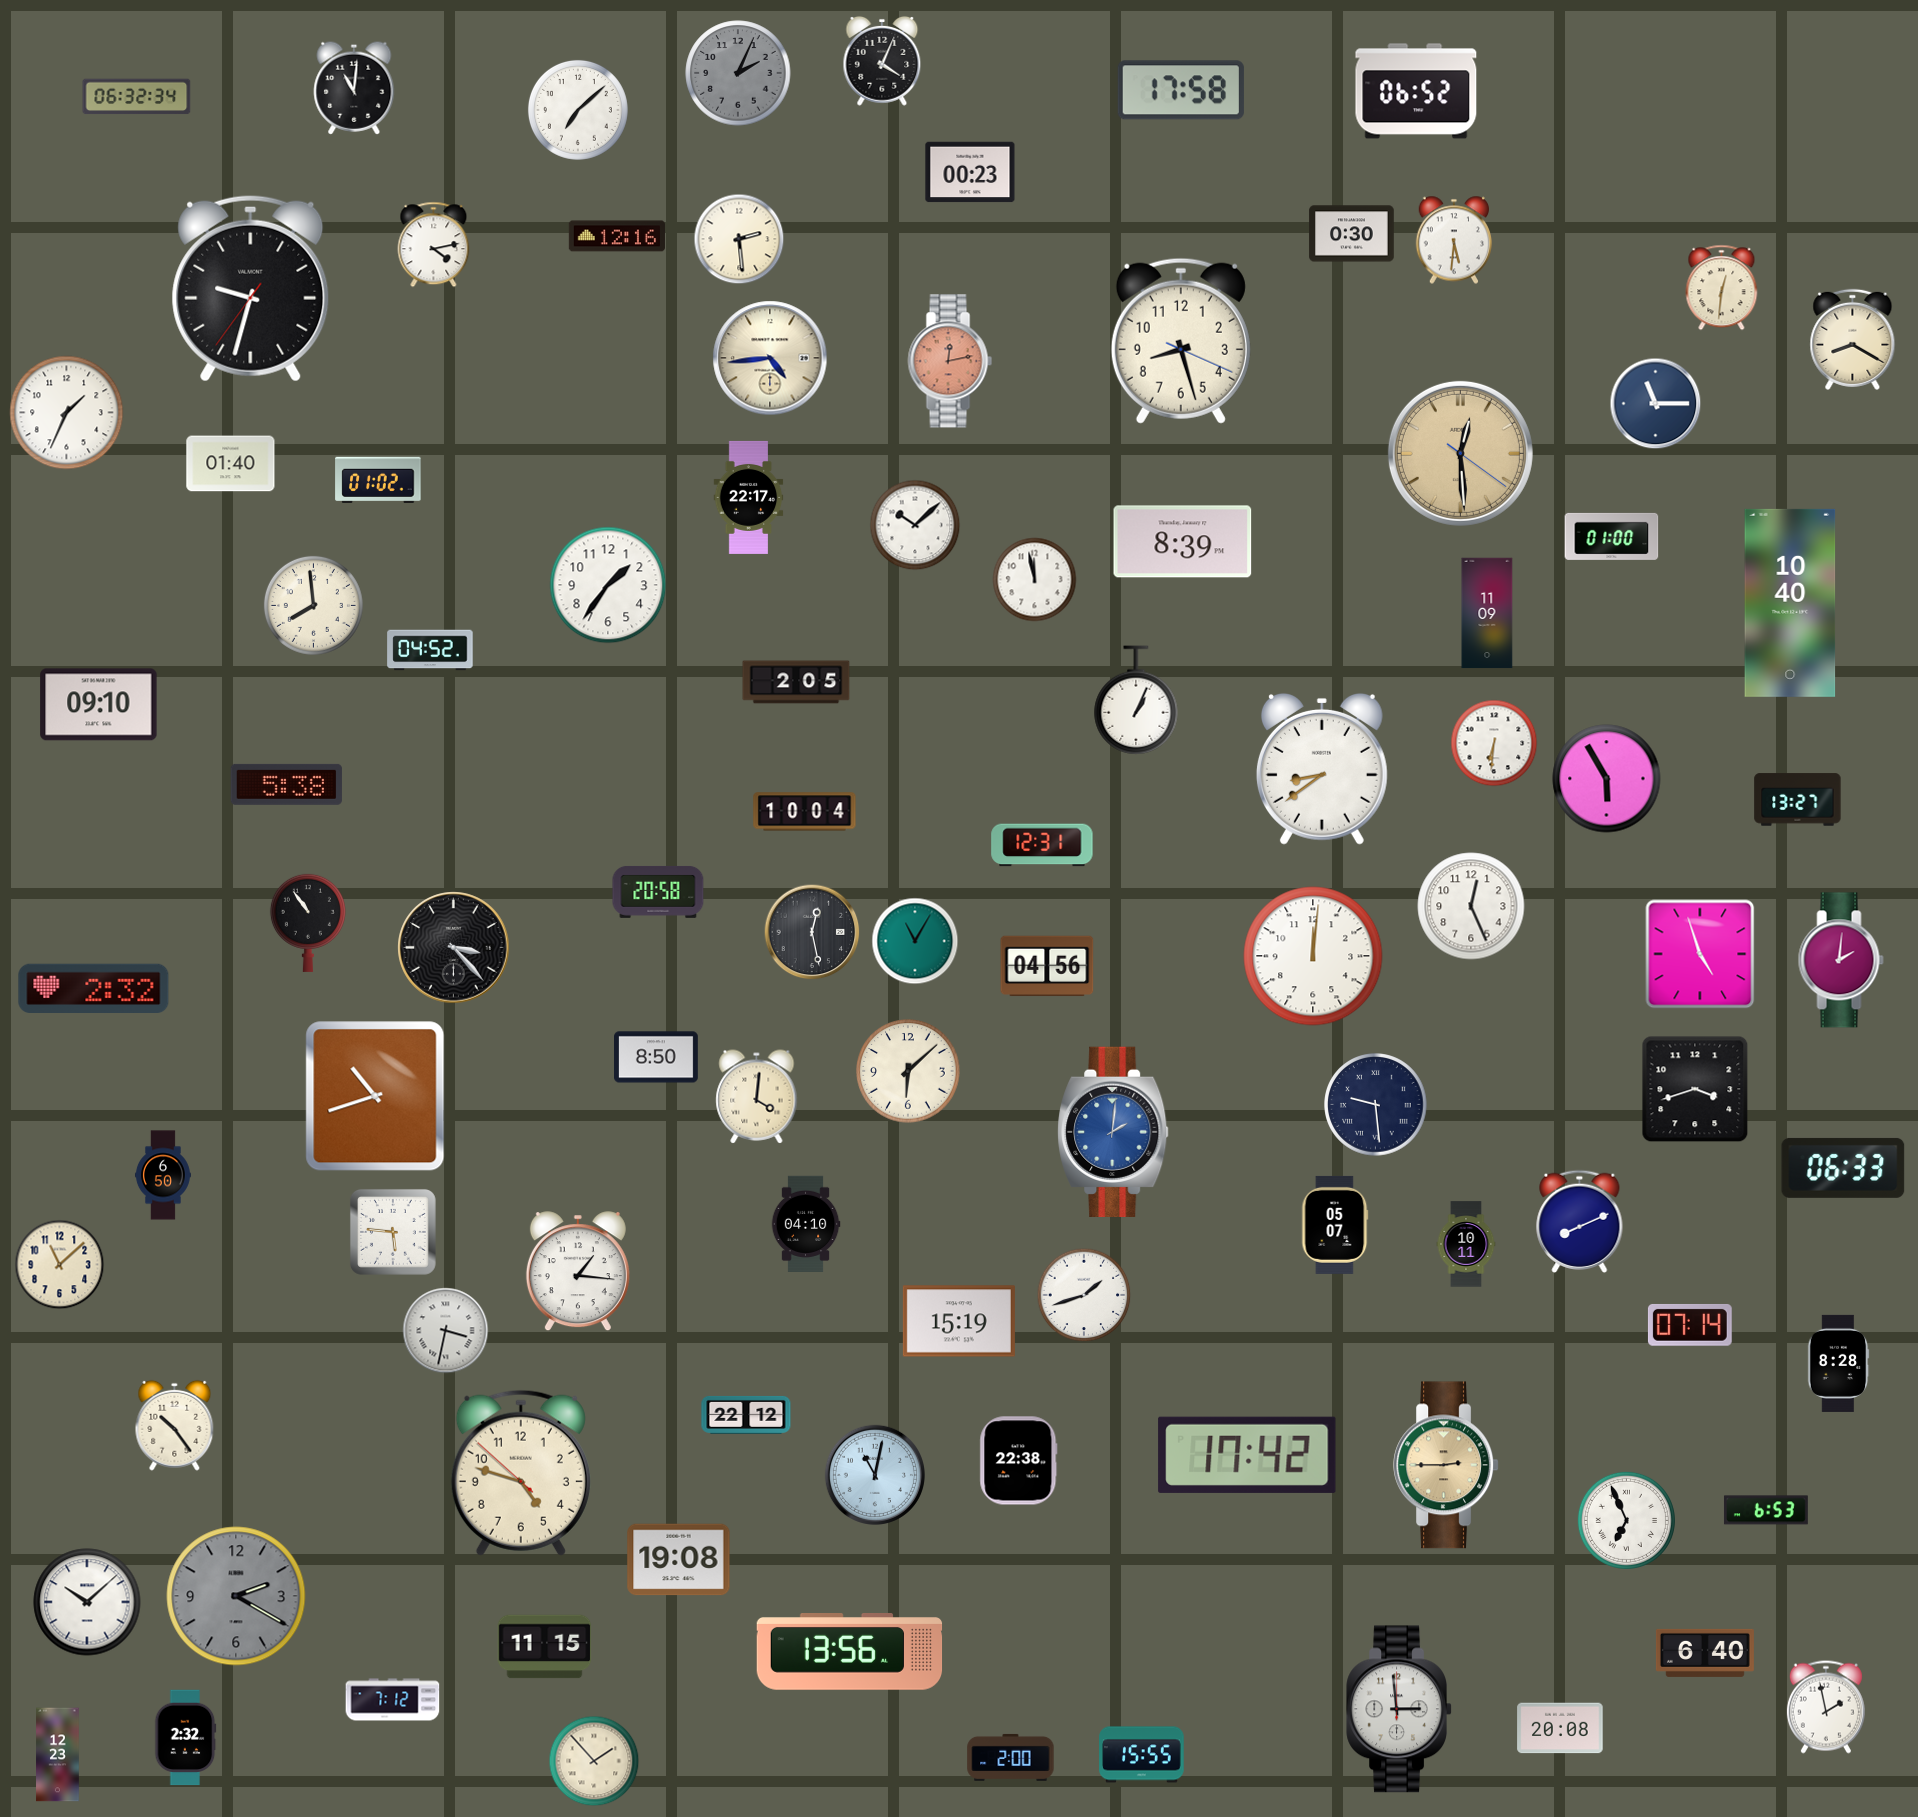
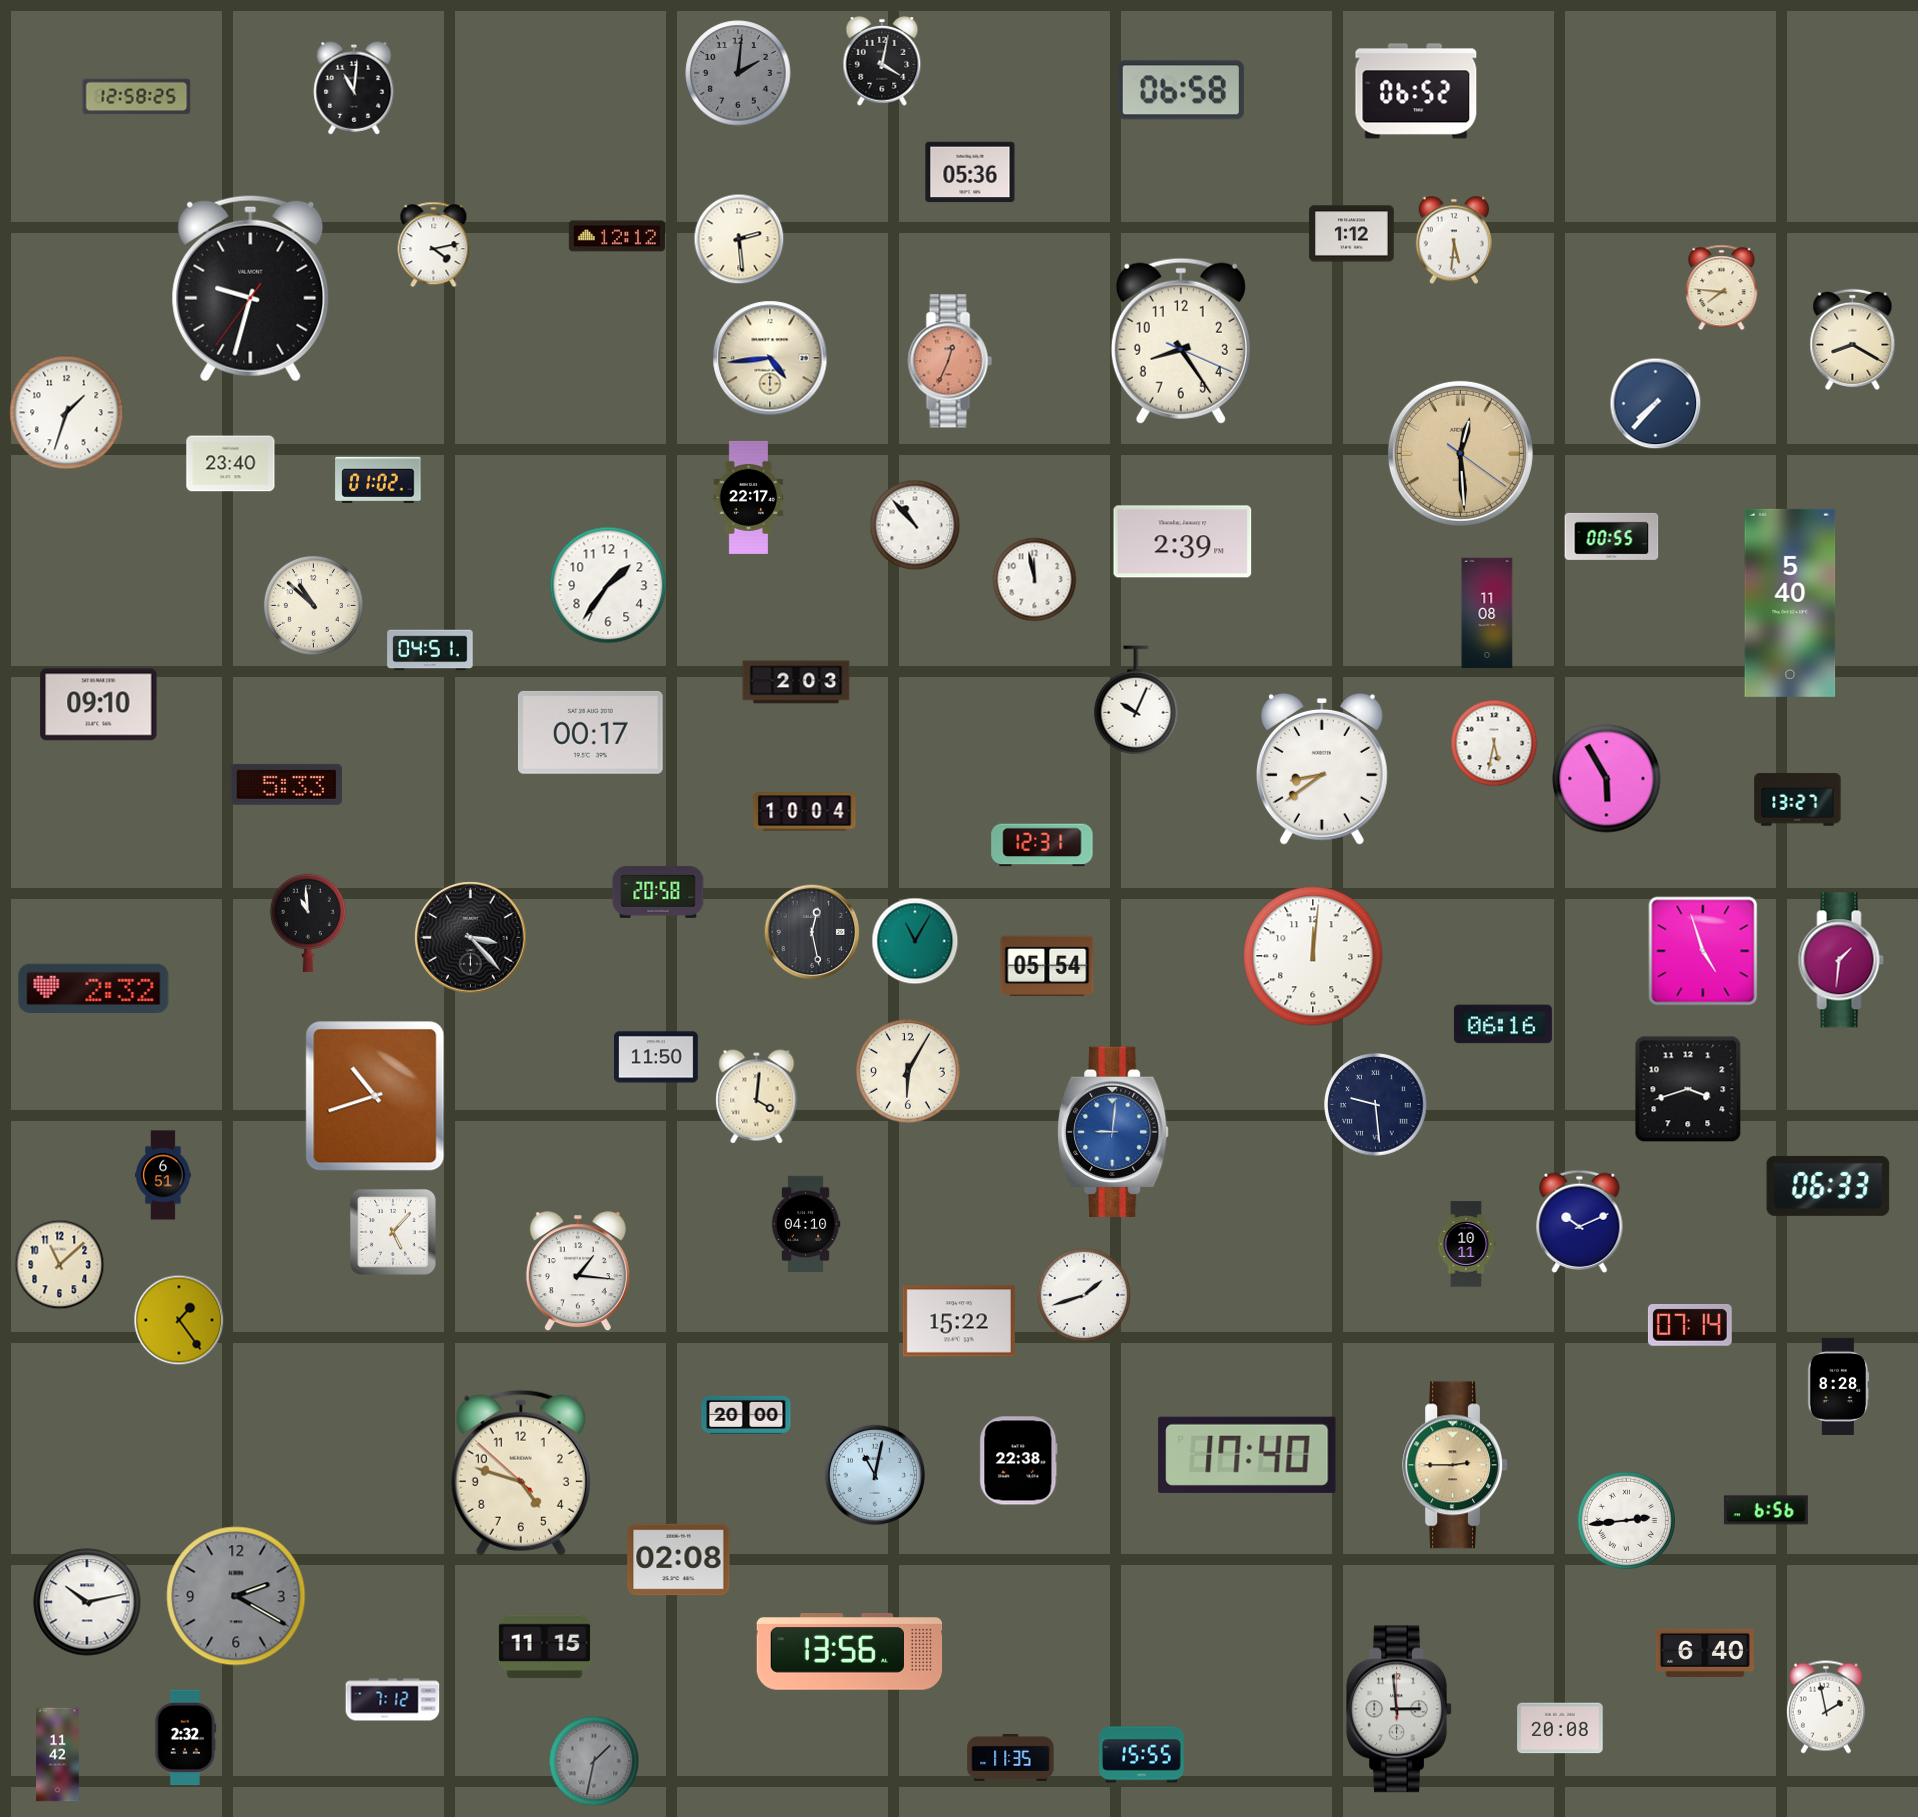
clock at (882, 61): 4:04 -> 4:02
clock at (738, 73): 2:04 -> 2:01
clock at (1181, 90): 17:58 -> 06:58
clock at (137, 97): 06:32 -> 12:58
clock at (578, 110): 7:08 -> none
clock at (970, 172): 00:23 -> 05:36
clock at (1352, 234): 0:30 -> 1:12
clock at (617, 236): 12:16 -> 12:12
clock at (1722, 288): 12:31 -> 7:46
clock at (1181, 341): 8:27 -> 8:24
clock at (950, 361): 12:13 -> 12:34
clock at (1656, 404): 11:15 -> 7:37
clock at (67, 413): 1:34 -> 1:33
clock at (231, 464): 01:40 -> 23:40
clock at (915, 525): 10:08 -> 10:53
clock at (1612, 536): 01:00 -> 00:55
clock at (1183, 542): 8:39 -> 2:39
clock at (1790, 603): 10:40 -> 5:40
clock at (313, 605): 7:59 -> 10:52
clock at (1487, 613): 11:09 -> 11:08
clock at (430, 650): 04:52 -> 04:51
clock at (796, 682): 2:05 -> 2:03
clock at (1136, 700): 1:04 -> 10:04
clock at (590, 732): none -> 00:17
clock at (1494, 743): 6:31 -> 5:32
clock at (286, 784): 5:38 -> 5:33
clock at (1471, 906): 12:26 -> none
clock at (308, 923): 10:54 -> 10:59
clock at (454, 948) position: (454, 948) -> (471, 938)
clock at (1700, 954) position: (1700, 954) -> (1703, 951)
clock at (1841, 960): 2:01 -> 1:31
clock at (1047, 966): 04:56 -> 05:54
clock at (1503, 1024): none -> 06:16
clock at (657, 1057): 8:50 -> 11:50
clock at (908, 1071): 6:08 -> 6:05
clock at (1695, 1089) position: (1695, 1089) -> (1688, 1089)
clock at (1113, 1131): 2:01 -> 9:01
clock at (1843, 1168) position: (1843, 1168) -> (1828, 1186)
clock at (163, 1175): 6:50 -> 6:51
clock at (1580, 1221): 8:11 -> 10:11
clock at (1335, 1225): 05:07 -> none
clock at (393, 1232): 5:46 -> 5:07
clock at (179, 1320): none -> 1:24
clock at (959, 1321): 15:19 -> 15:22
clock at (446, 1331): 3:32 -> none
clock at (1839, 1363) position: (1839, 1363) -> (1839, 1386)
clock at (746, 1415): 22:12 -> 20:00
clock at (175, 1425): 10:24 -> none
clock at (1247, 1455): 17:42 -> 17:40
clock at (1446, 1465) position: (1446, 1465) -> (1455, 1465)
clock at (1766, 1510): 6:53 -> 6:56
clock at (1626, 1520): 6:56 -> 2:44
clock at (679, 1560): 19:08 -> 02:08
clock at (87, 1602): 10:08 -> 10:13
clock at (58, 1755): 12:23 -> 11:42
clock at (1011, 1757): 2:00 -> 11:35
clock at (594, 1761): 1:53 -> 1:32
clock at (594, 1761) dial: cream -> grey
